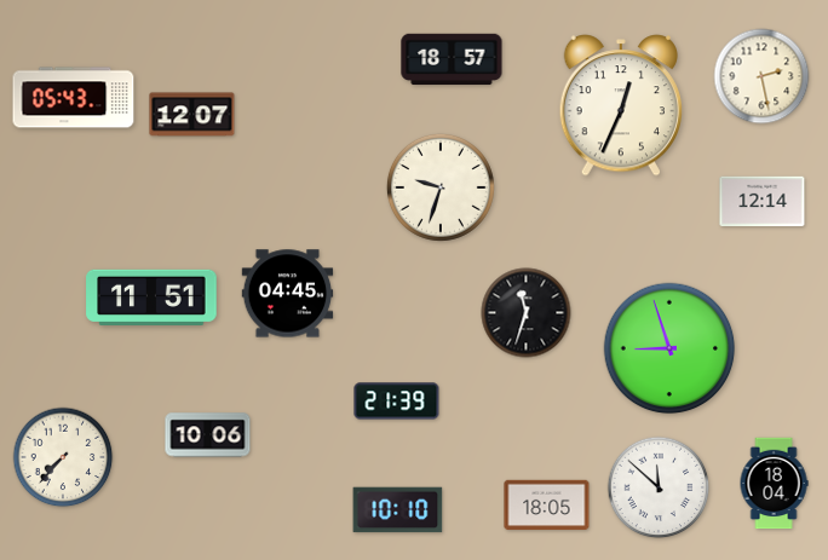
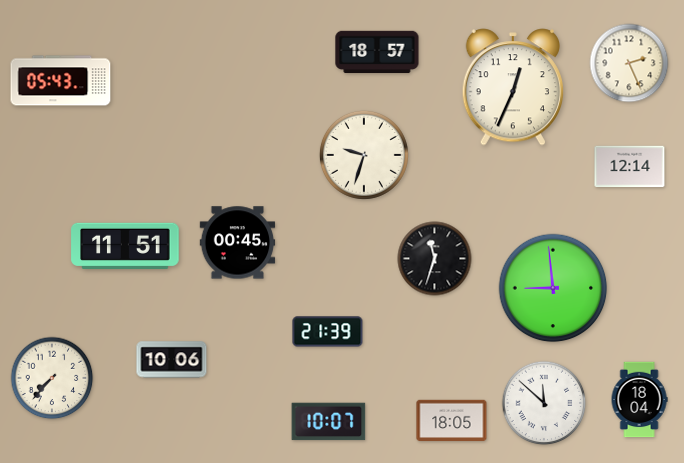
clock at (452, 59) position: (452, 59) -> (377, 52)
clock at (761, 76): 2:28 -> 2:26
clock at (192, 115): 12:07 -> none
clock at (288, 294): 04:45 -> 00:45
clock at (669, 348): 8:57 -> 8:59
clock at (547, 506) position: (547, 506) -> (452, 421)
clock at (398, 510): 10:10 -> 10:07
